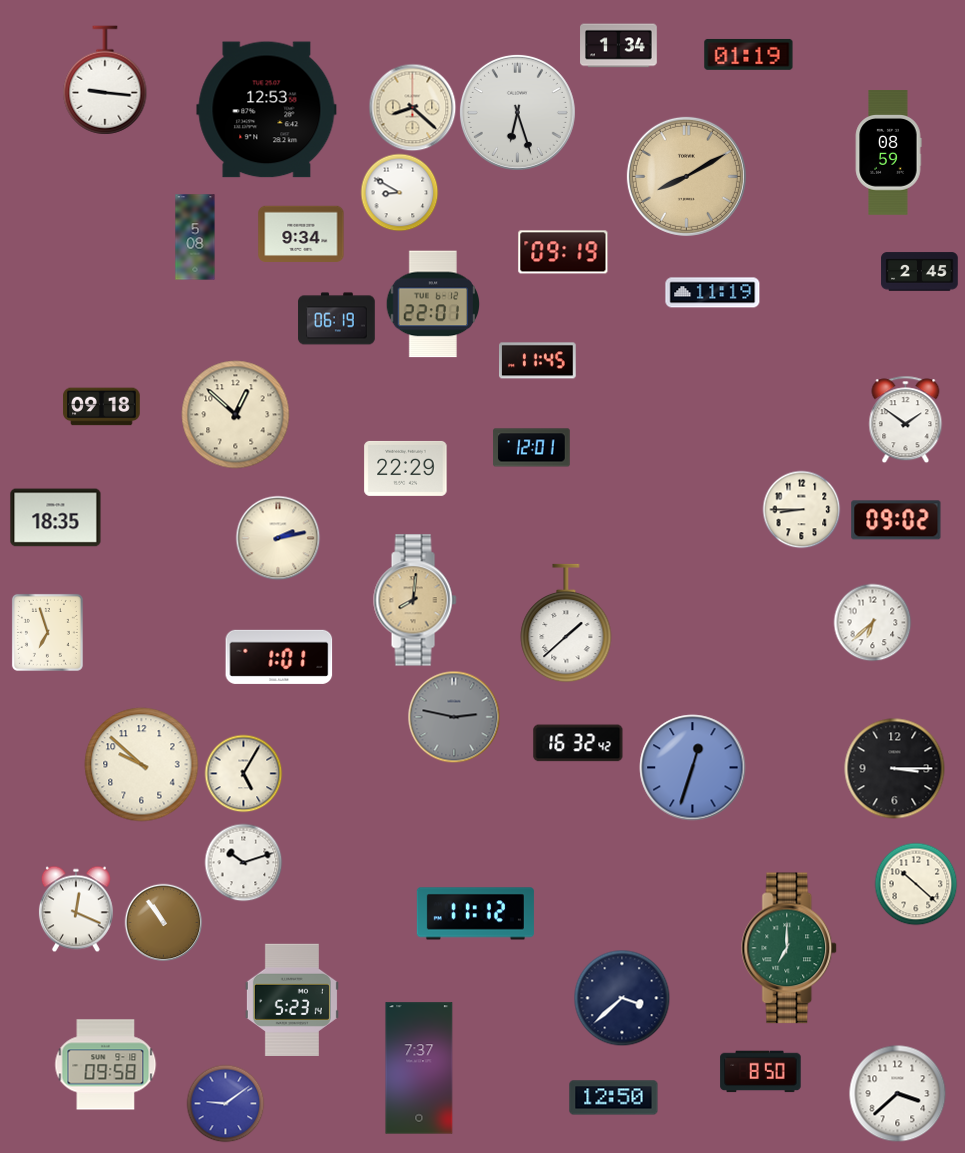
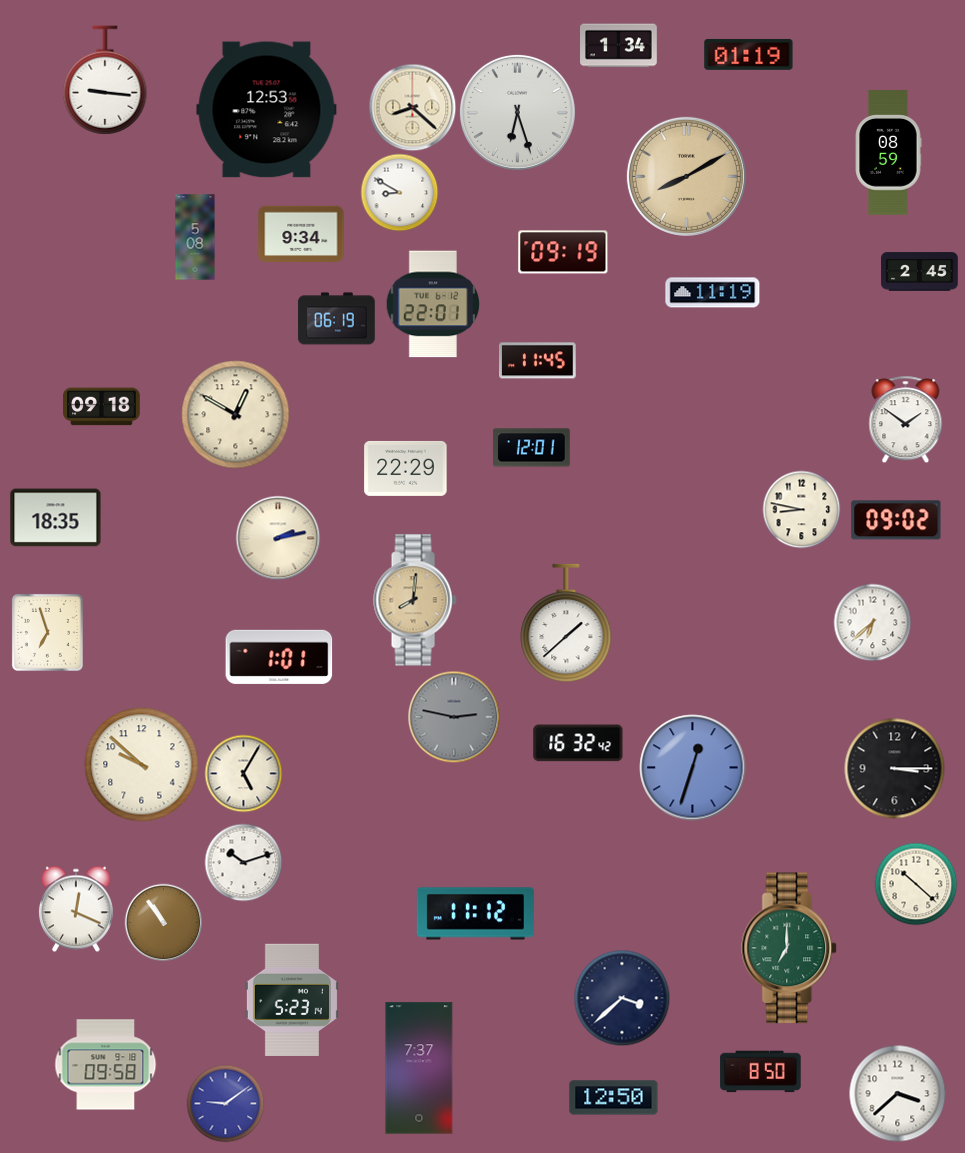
clock at (236, 415): 12:52 -> 12:50
clock at (801, 509): 8:45 -> 8:47
